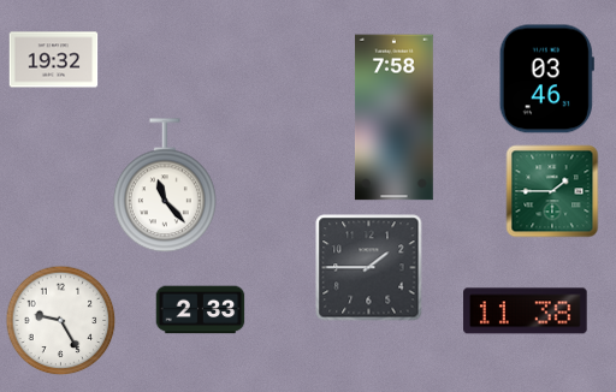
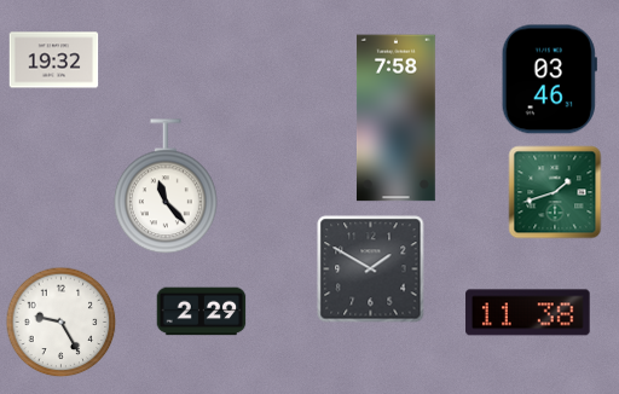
clock at (552, 191): 1:45 -> 1:42
clock at (369, 268): 1:45 -> 1:50
clock at (201, 310): 2:33 -> 2:29
